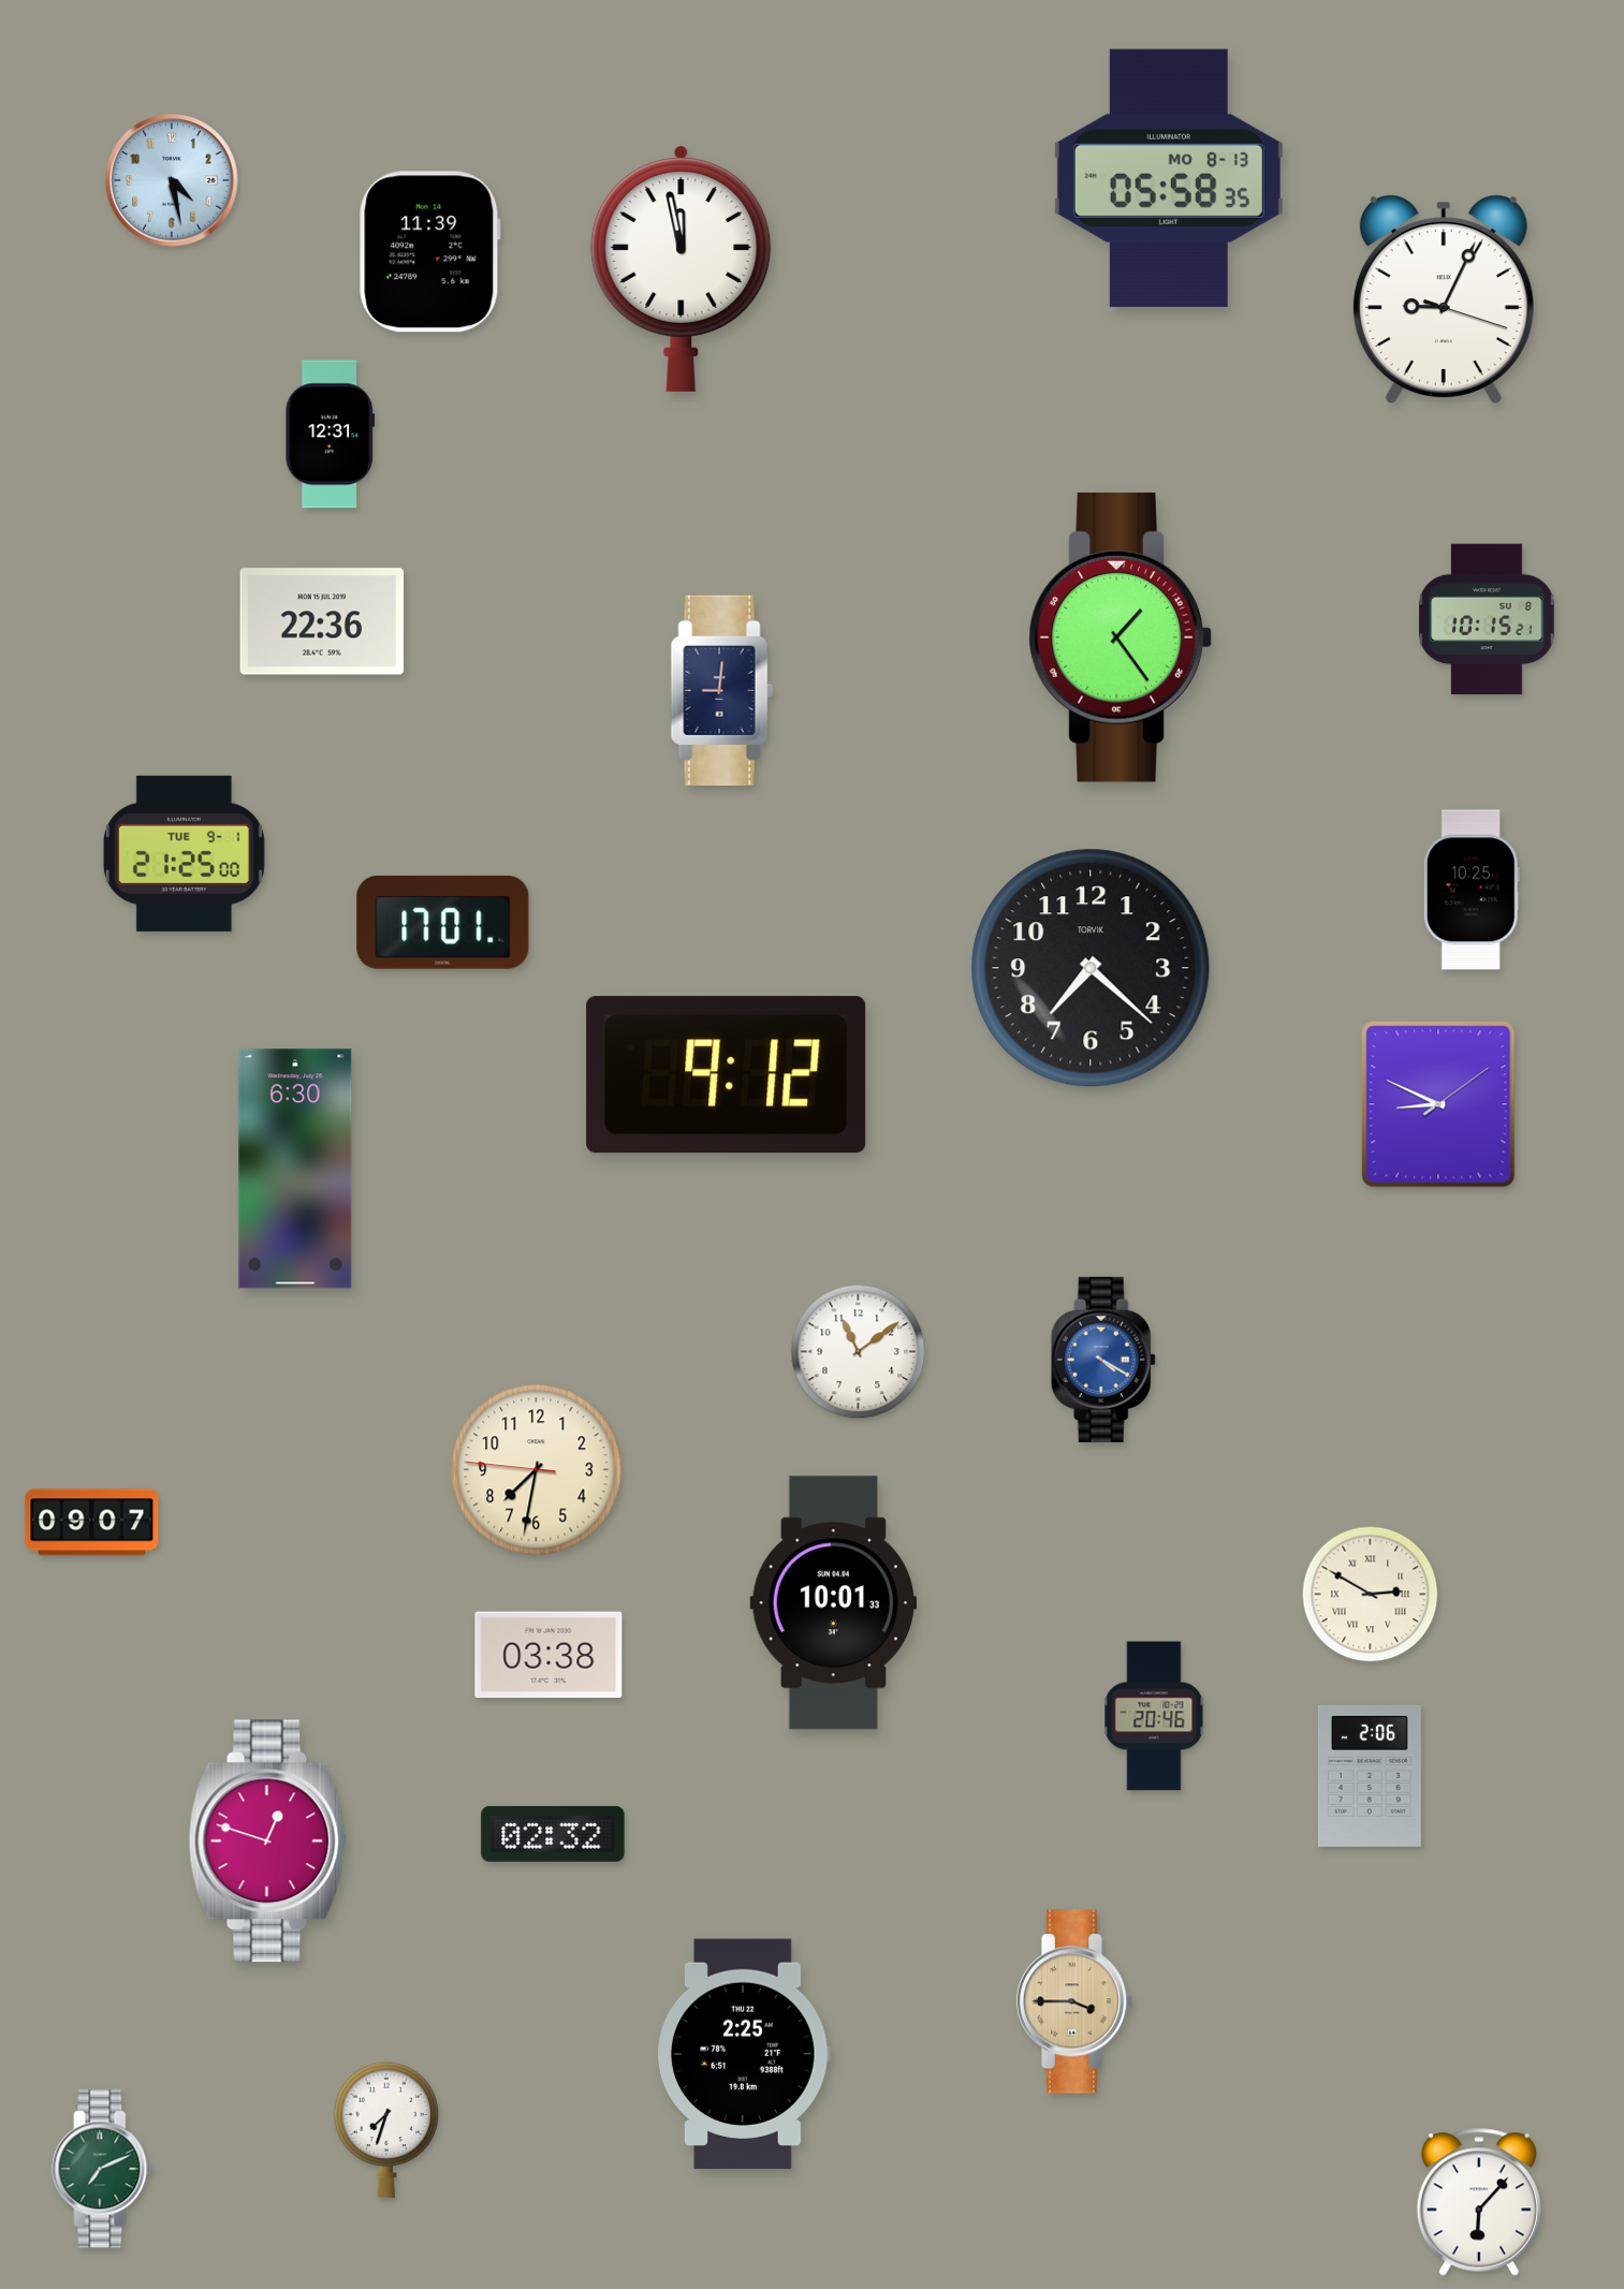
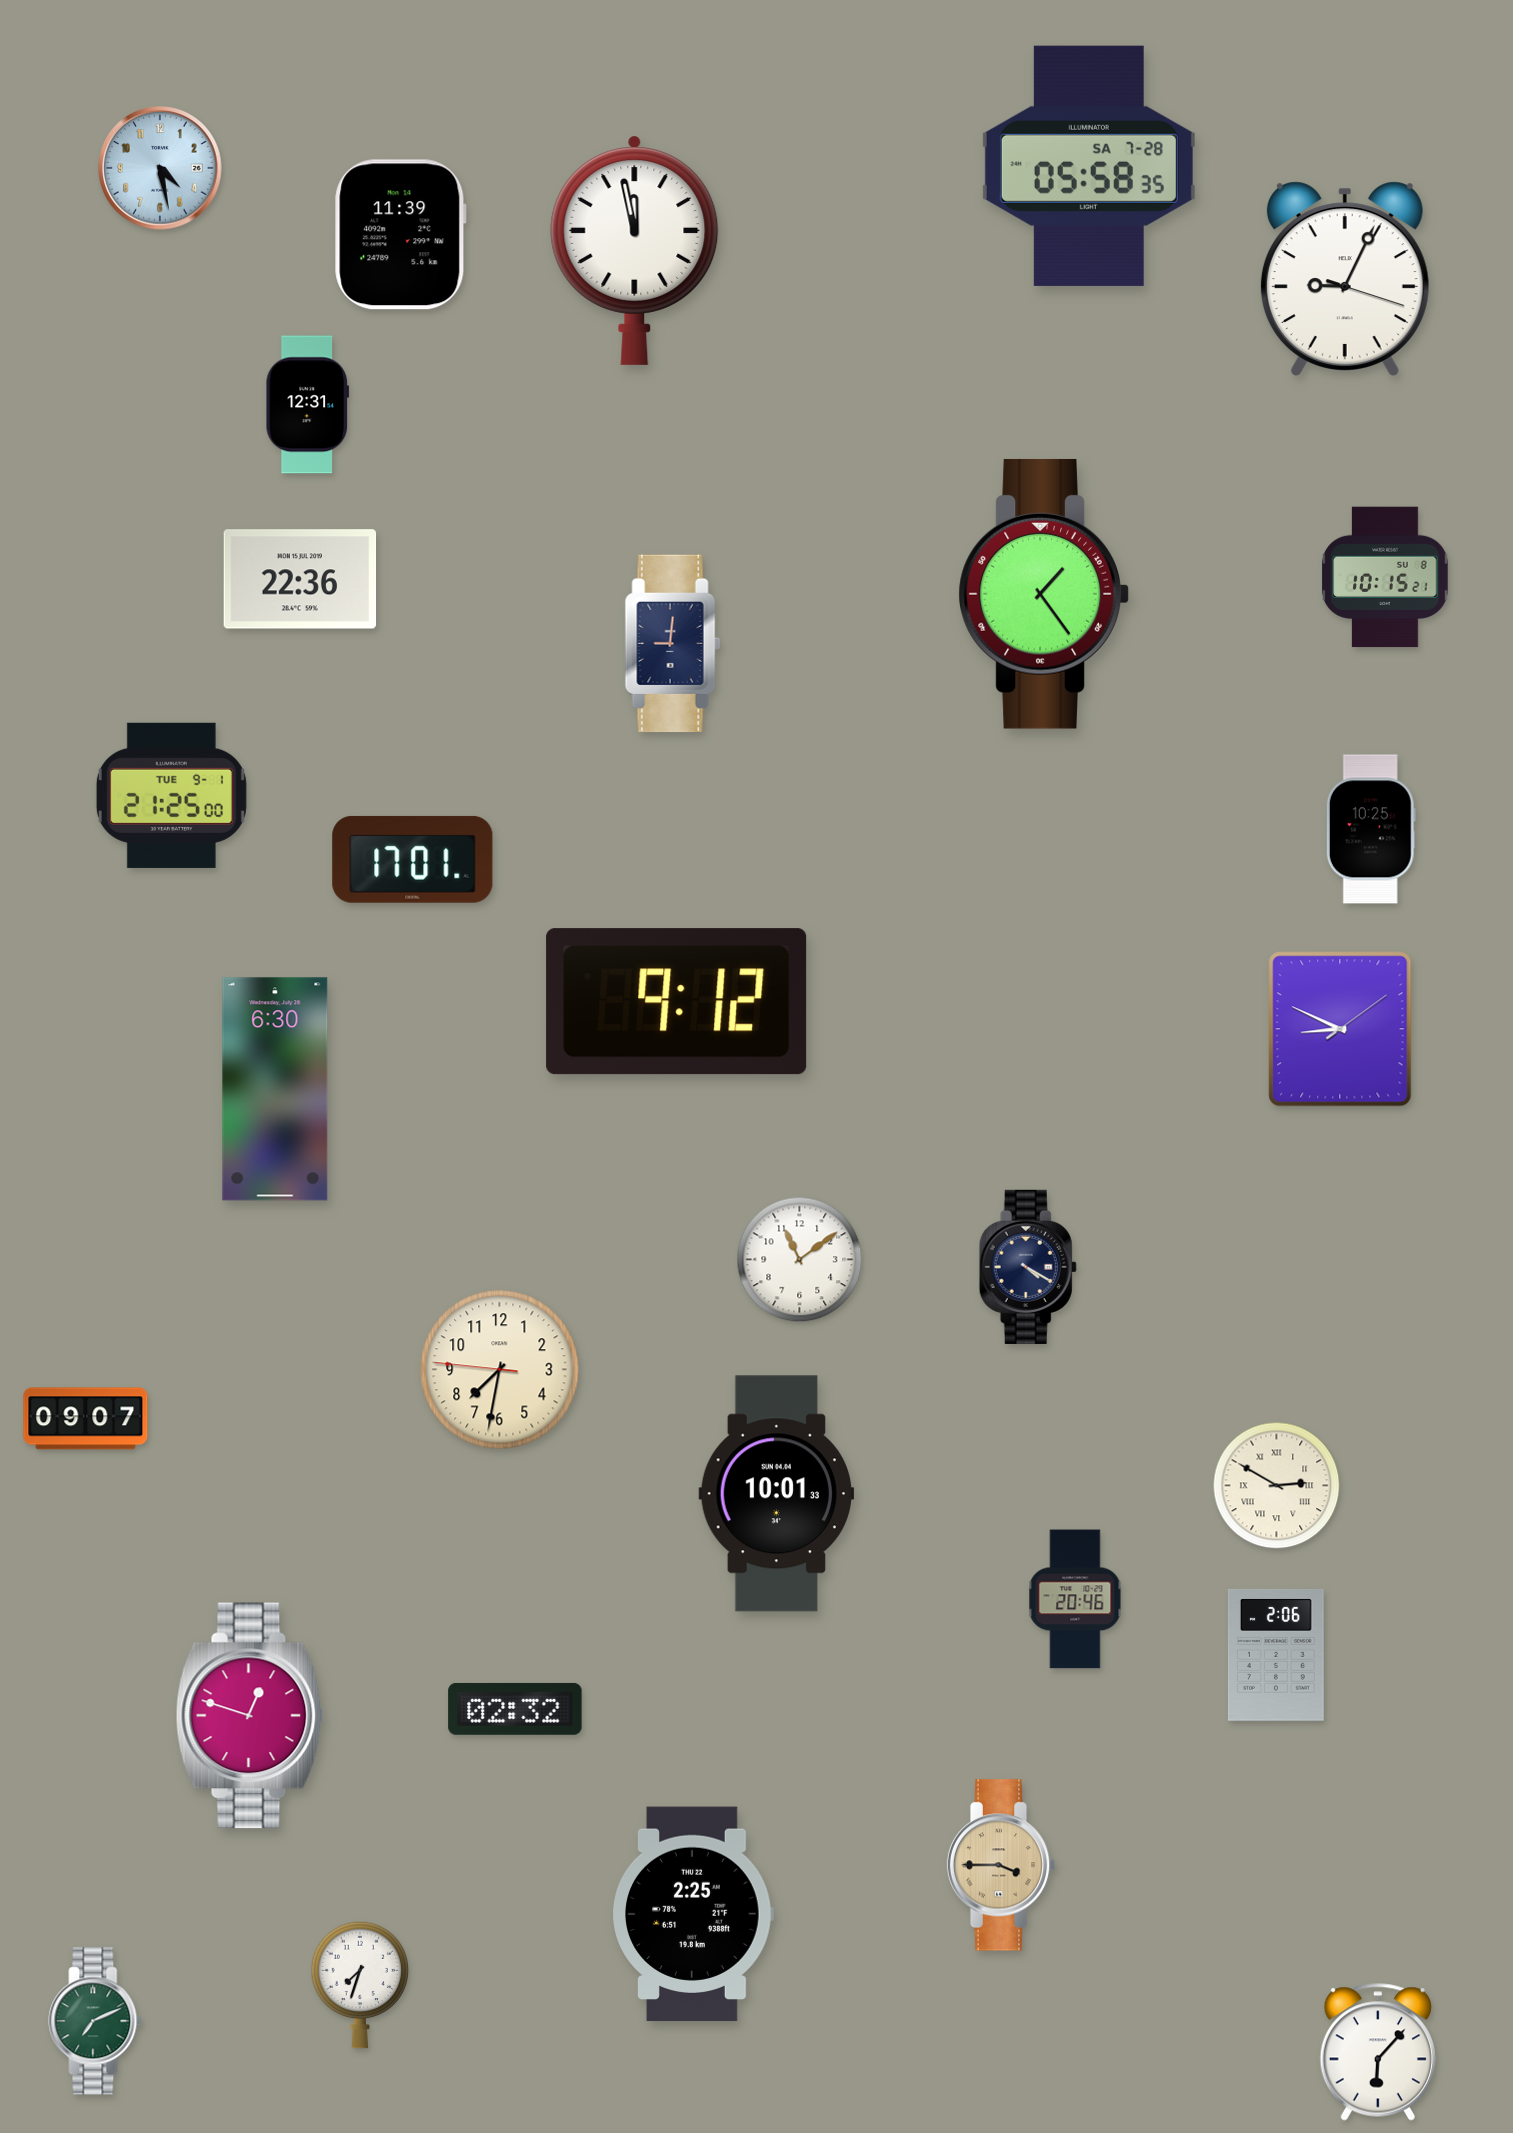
clock at (1169, 178) date: MO 8-13 -> SA 7-28
clock at (1091, 968): 7:22 -> none
clock at (1103, 1360) dial: blue -> navy
clock at (548, 1655): 03:38 -> none
